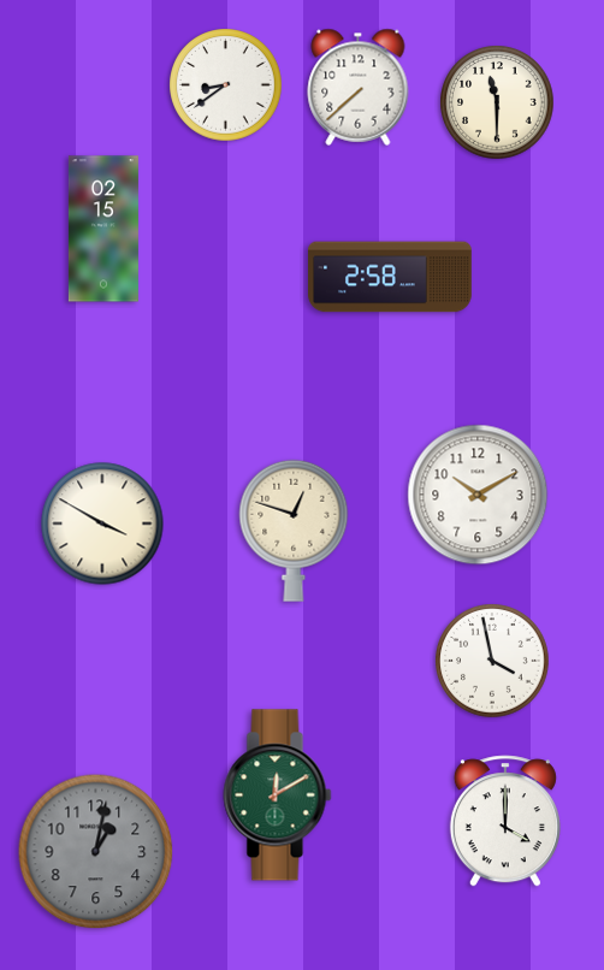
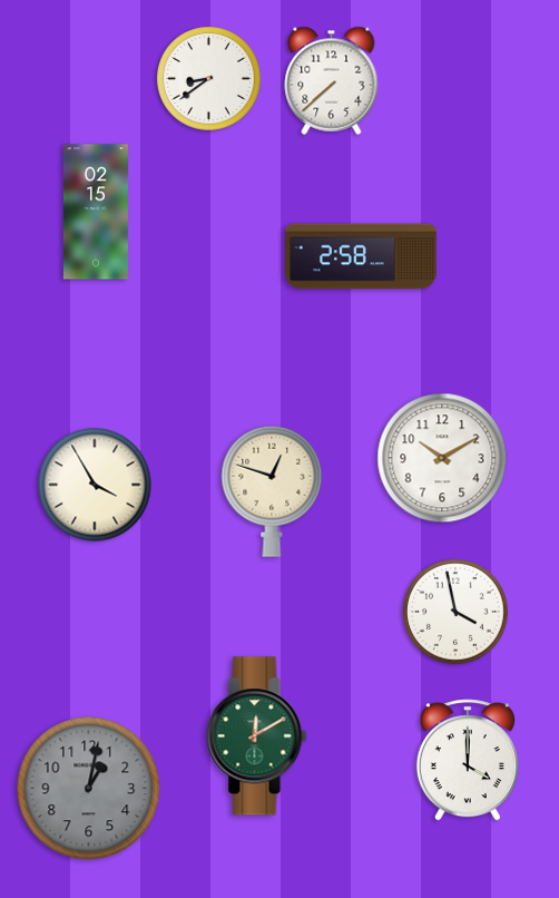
clock at (497, 102): 11:30 -> none
clock at (102, 524): 3:50 -> 3:55
